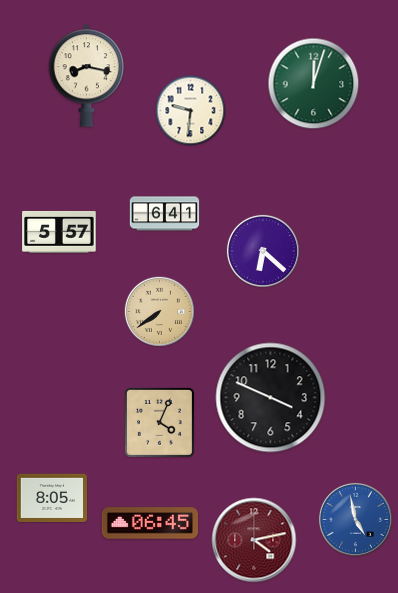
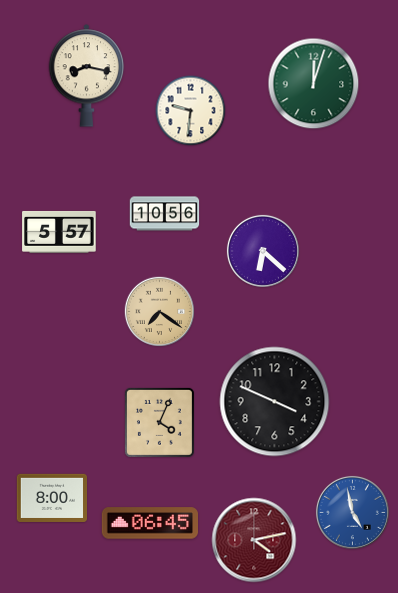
clock at (165, 214): 6:41 -> 10:56
clock at (160, 312): 7:39 -> 7:21
clock at (271, 398) position: (271, 398) -> (275, 402)
clock at (51, 498): 8:05 -> 8:00
clock at (355, 519) position: (355, 519) -> (352, 512)
